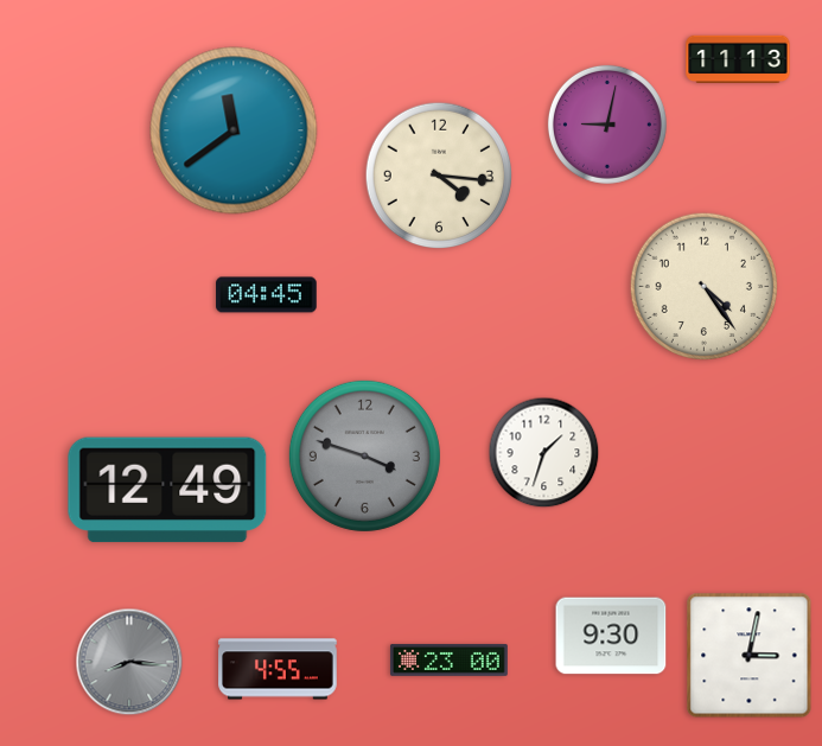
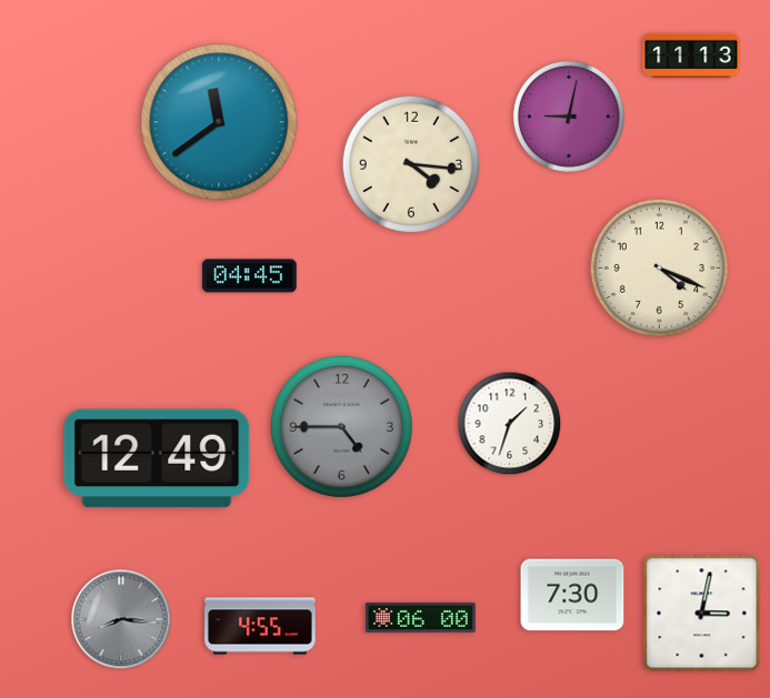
clock at (703, 286): 4:24 -> 4:19
clock at (364, 455): 3:48 -> 4:45
clock at (611, 636): 9:30 -> 7:30
clock at (448, 659): 23:00 -> 06:00
